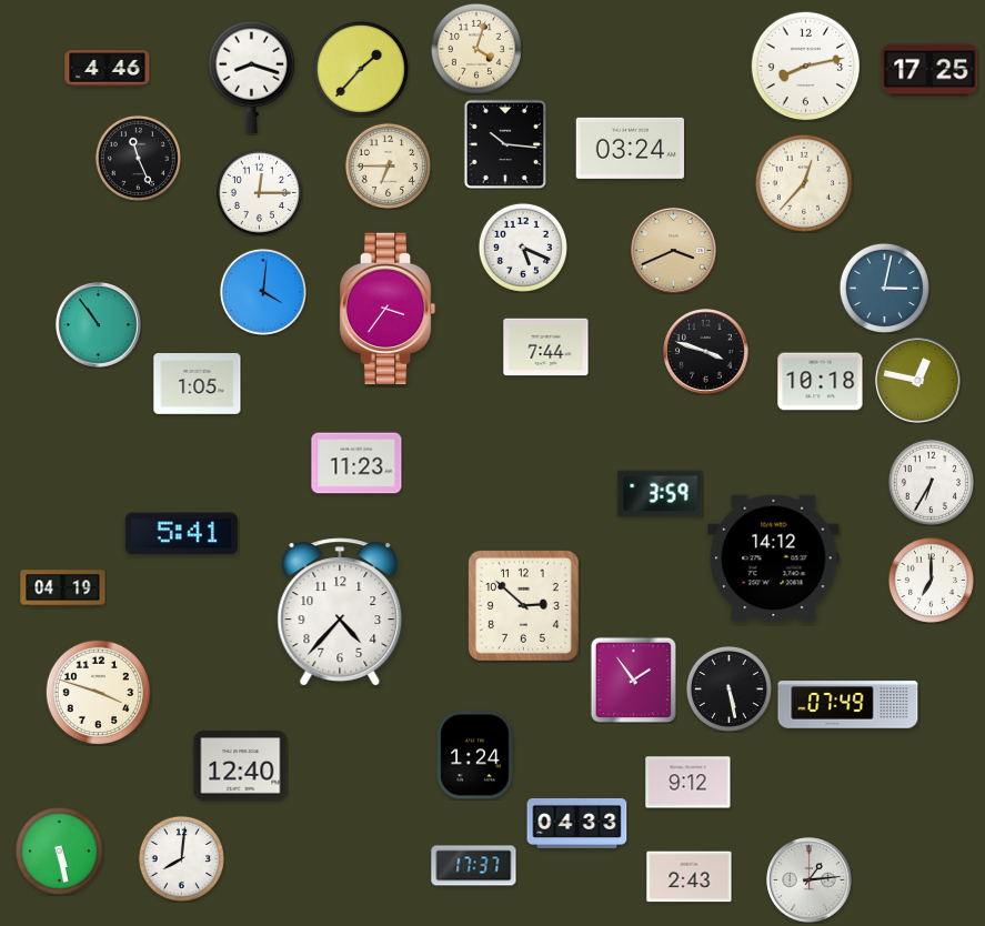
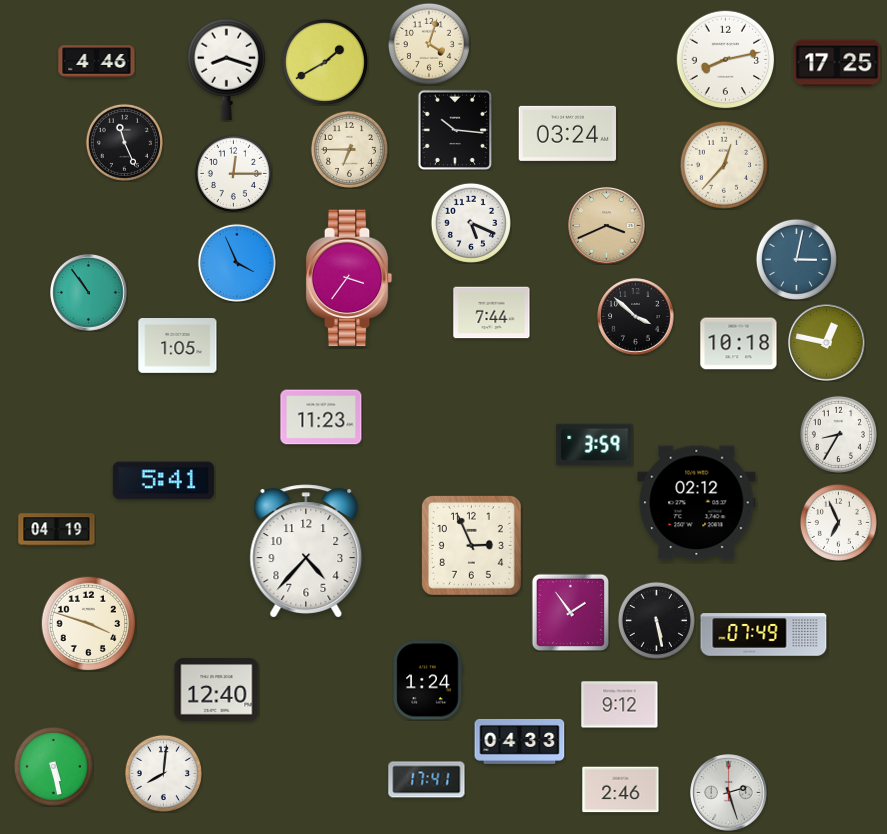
clock at (361, 69): 1:37 -> 1:40
clock at (263, 292): 4:01 -> 3:56
clock at (706, 352): 3:48 -> 3:52
clock at (931, 482): 6:35 -> 8:35
clock at (774, 558): 14:12 -> 02:12
clock at (931, 580): 7:00 -> 6:56
clock at (523, 605): 2:52 -> 2:56
clock at (474, 866): 17:37 -> 17:41
clock at (690, 877): 2:43 -> 2:46
clock at (810, 880): 1:14 -> 2:27
